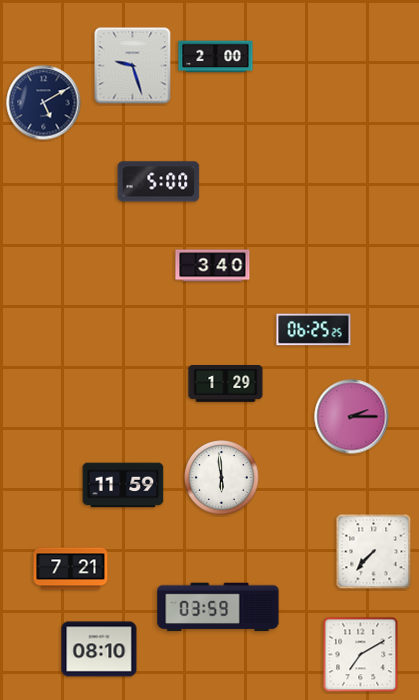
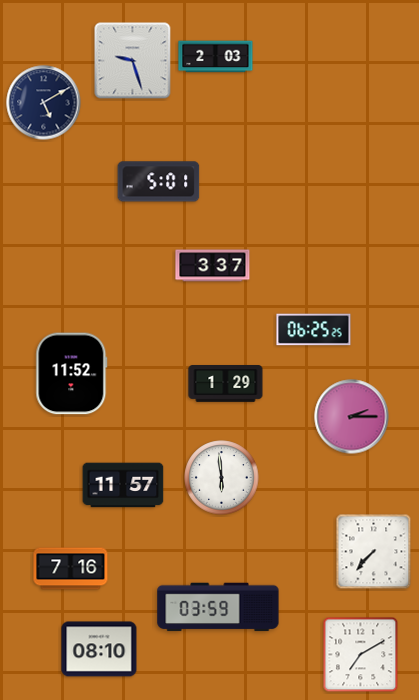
clock at (216, 57): 2:00 -> 2:03
clock at (133, 66) position: (133, 66) -> (133, 61)
clock at (159, 182): 5:00 -> 5:01
clock at (213, 266): 3:40 -> 3:37
clock at (72, 374): none -> 11:52
clock at (123, 485): 11:59 -> 11:57
clock at (71, 569): 7:21 -> 7:16
